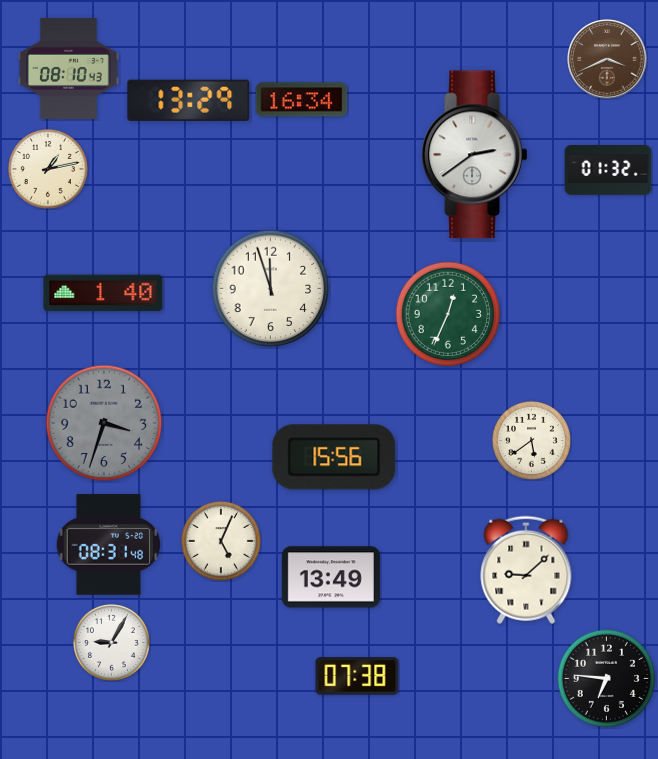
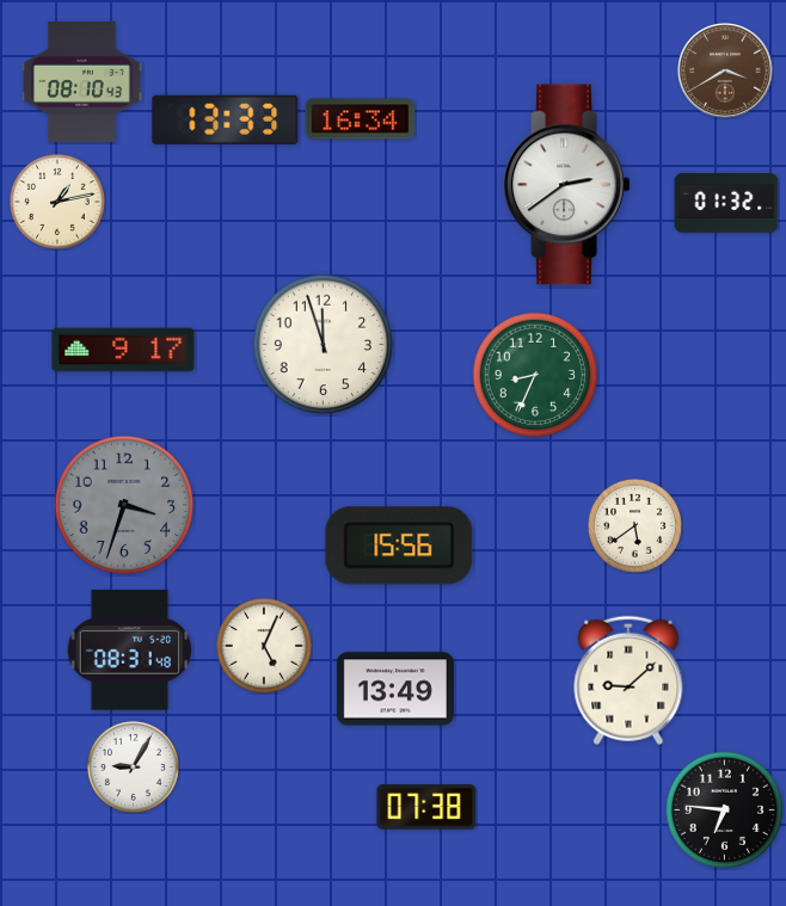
clock at (607, 59): 3:41 -> 3:40
clock at (189, 100): 13:29 -> 13:33
clock at (103, 293): 1:40 -> 9:17
clock at (447, 313): 12:34 -> 8:34
